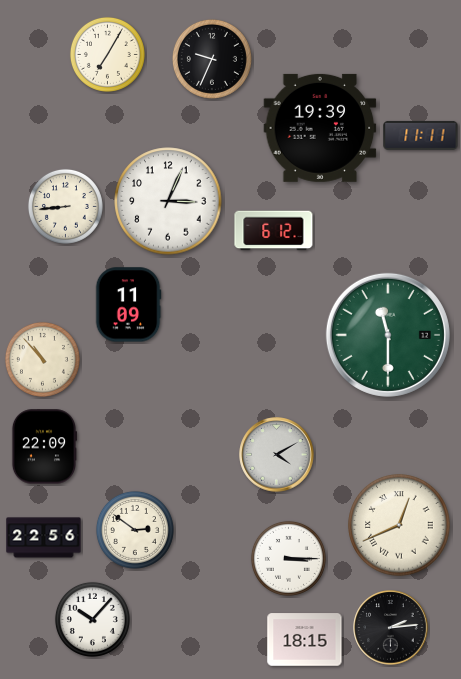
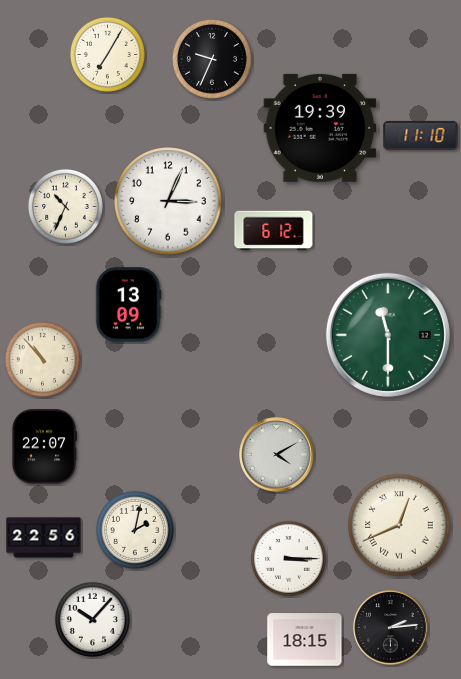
clock at (421, 135): 11:11 -> 11:10
clock at (65, 206): 8:44 -> 10:34
clock at (128, 305): 11:09 -> 13:09
clock at (44, 447): 22:09 -> 22:07
clock at (135, 530): 2:51 -> 2:02
